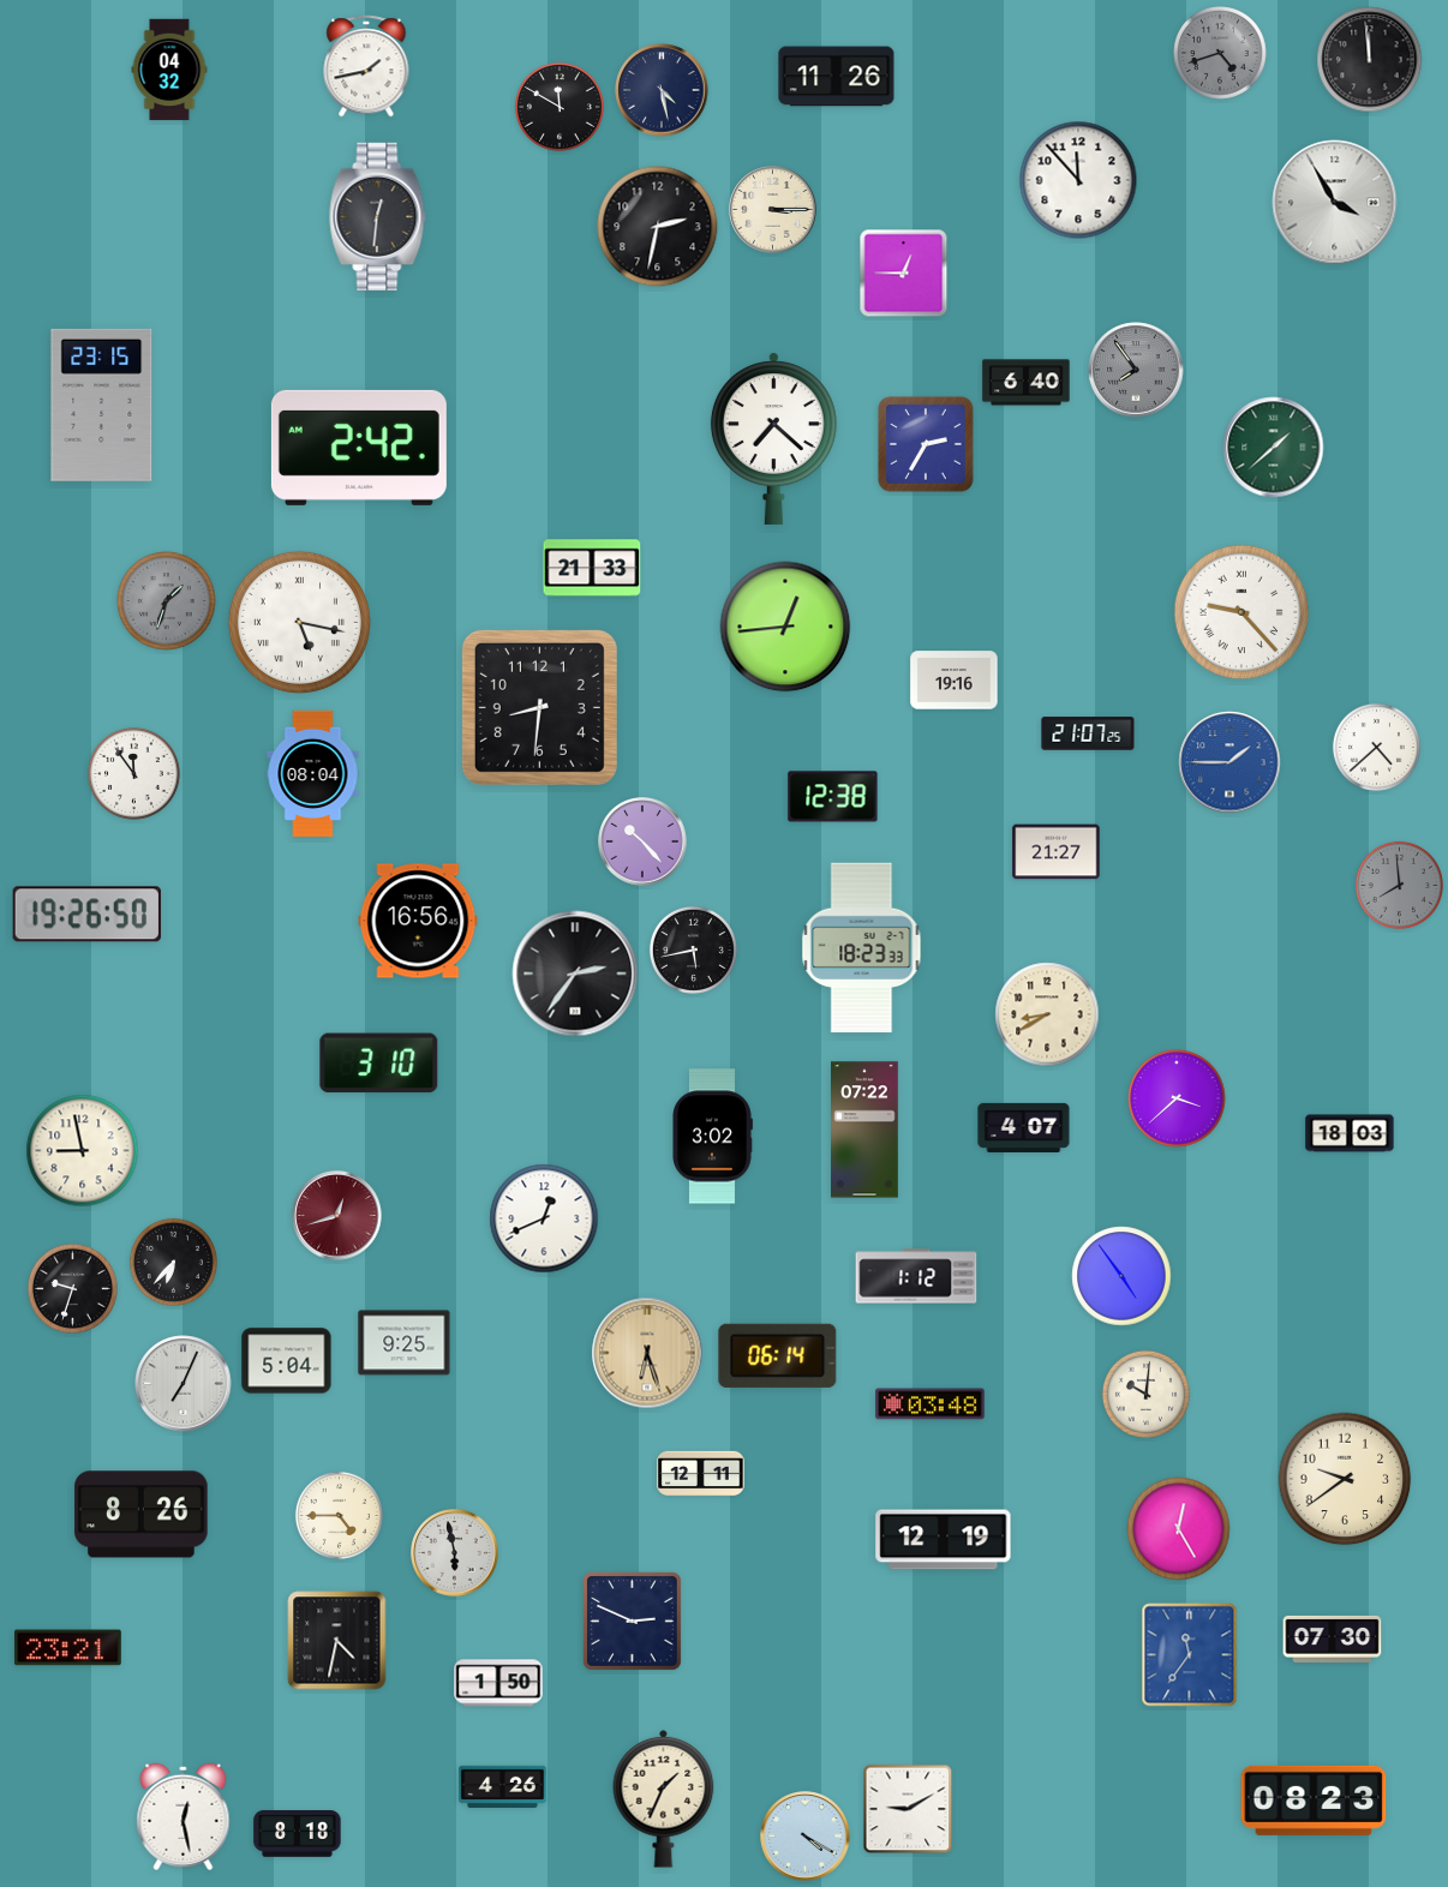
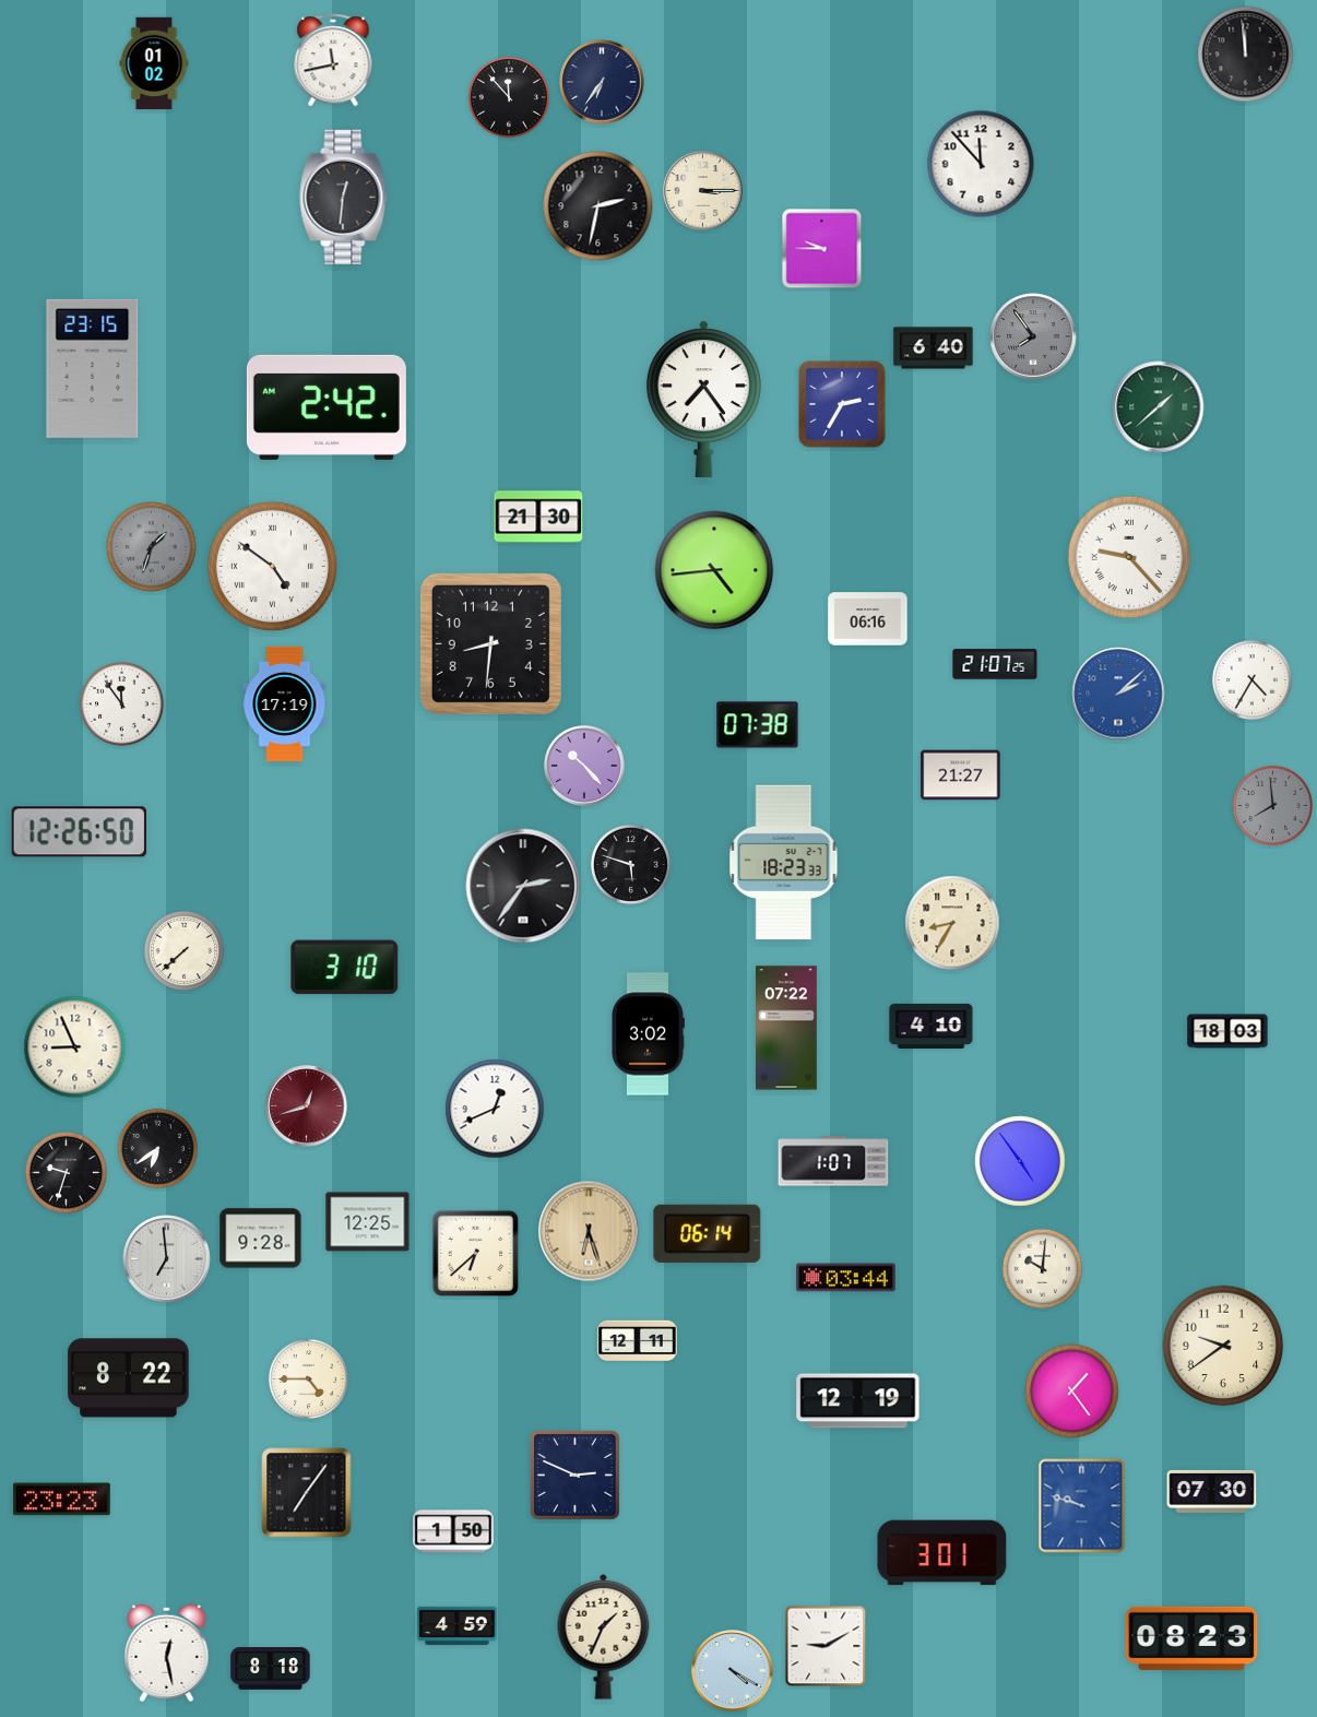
clock at (1221, 54): 4:42 -> none
clock at (366, 66): 1:43 -> 11:43
clock at (169, 70): 04:32 -> 01:02
clock at (837, 77): 11:26 -> none
clock at (662, 90): 4:28 -> 6:36
clock at (560, 107): 11:50 -> 11:53
clock at (1335, 203): 3:55 -> none
clock at (904, 274): 12:45 -> 9:45
clock at (773, 438): 7:22 -> 7:24
clock at (592, 568): 21:33 -> 21:30
clock at (299, 622): 5:17 -> 4:51
clock at (785, 627): 12:44 -> 4:44
clock at (955, 681): 19:16 -> 06:16
clock at (1088, 733) position: (1088, 733) -> (995, 664)
clock at (1376, 747): 4:38 -> 4:35
clock at (1229, 762): 1:45 -> 2:08
clock at (313, 773): 08:04 -> 17:19
clock at (833, 797): 12:38 -> 07:38
clock at (86, 915): 19:26 -> 12:26
clock at (418, 921): 16:56 -> none
clock at (693, 950): 5:43 -> 5:48
clock at (1047, 1014): 8:40 -> 8:35
clock at (183, 950): none -> 7:38
clock at (1177, 1098): 3:38 -> none
clock at (1024, 1127): 4:07 -> 4:10
clock at (83, 1151): 8:58 -> 8:56
clock at (173, 1262): 6:37 -> 6:39
clock at (916, 1276): 1:12 -> 1:07
clock at (405, 1343): 9:25 -> 12:25
clock at (287, 1361): 5:04 -> 9:28
clock at (476, 1254): none -> 6:38
clock at (184, 1384): 7:04 -> 6:59
clock at (931, 1404): 03:48 -> 03:44
clock at (142, 1515): 8:26 -> 8:22
clock at (1179, 1529): 12:25 -> 1:24
clock at (455, 1553): 5:58 -> none
clock at (337, 1641): 4:32 -> 7:06
clock at (67, 1648): 23:21 -> 23:23
clock at (1190, 1655): 11:36 -> 9:48
clock at (942, 1553): none -> 3:01
clock at (503, 1786): 4:26 -> 4:59
clock at (1314, 1801) position: (1314, 1801) -> (1191, 1638)
